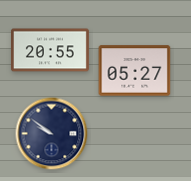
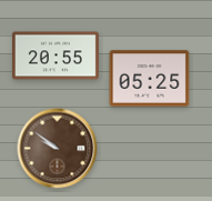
clock at (135, 71): 05:27 -> 05:25
clock at (52, 134) dial: navy -> brown
